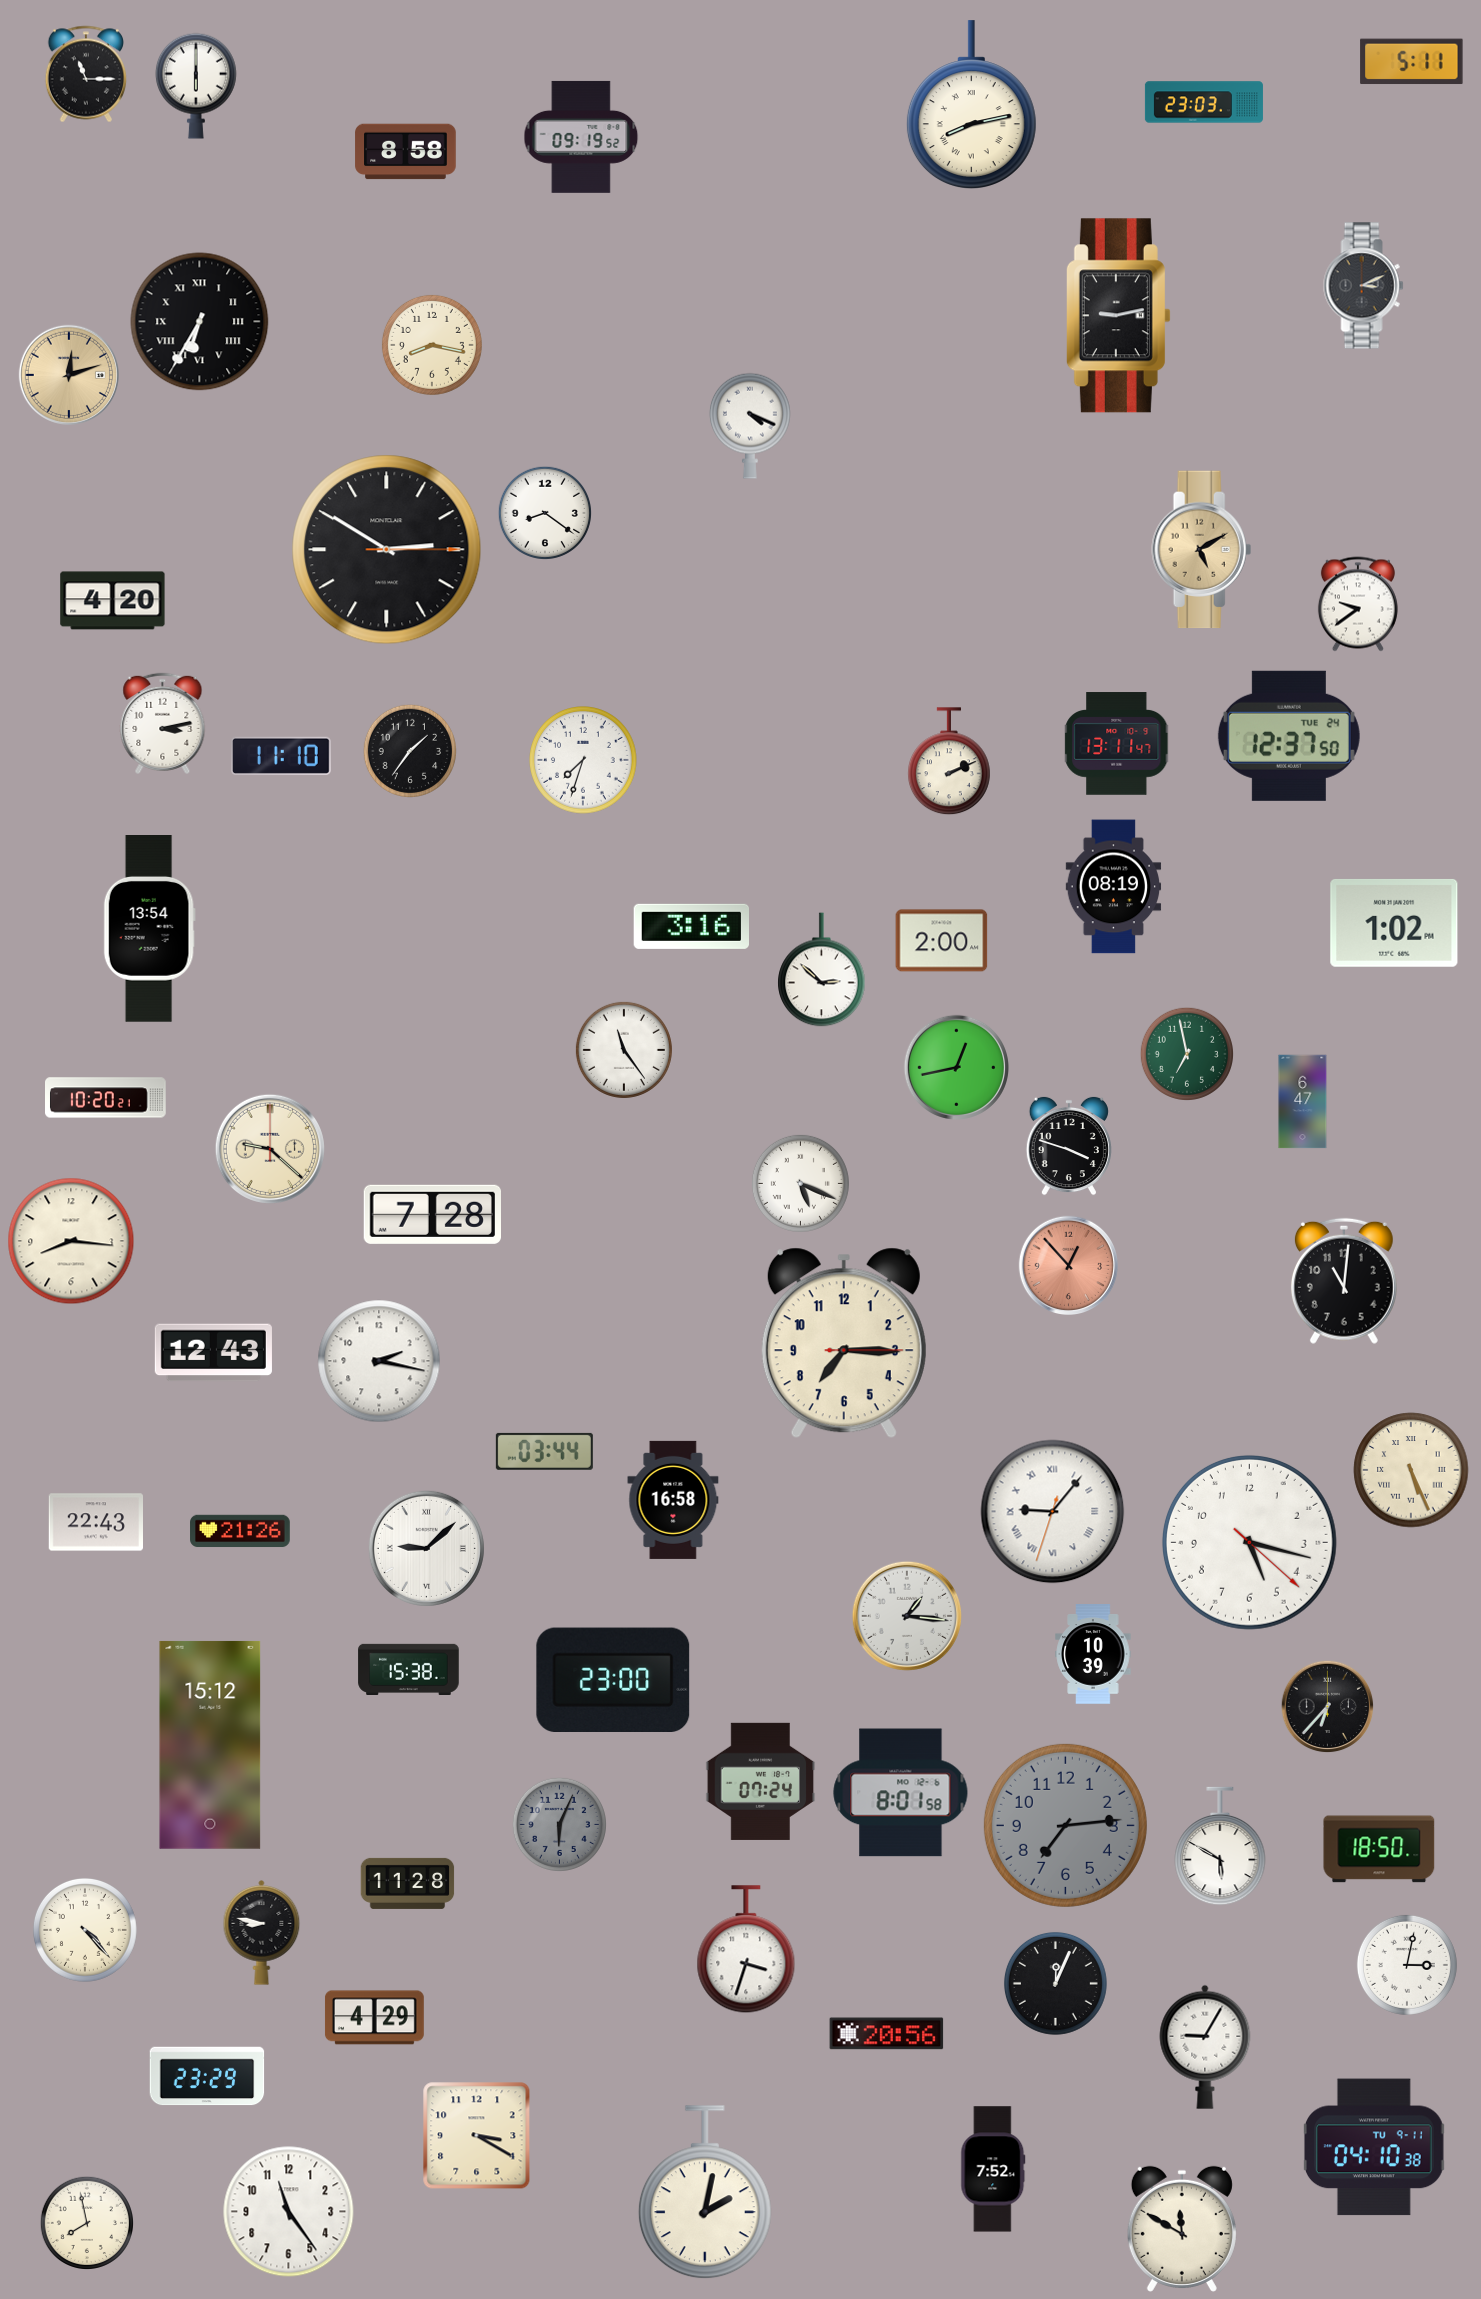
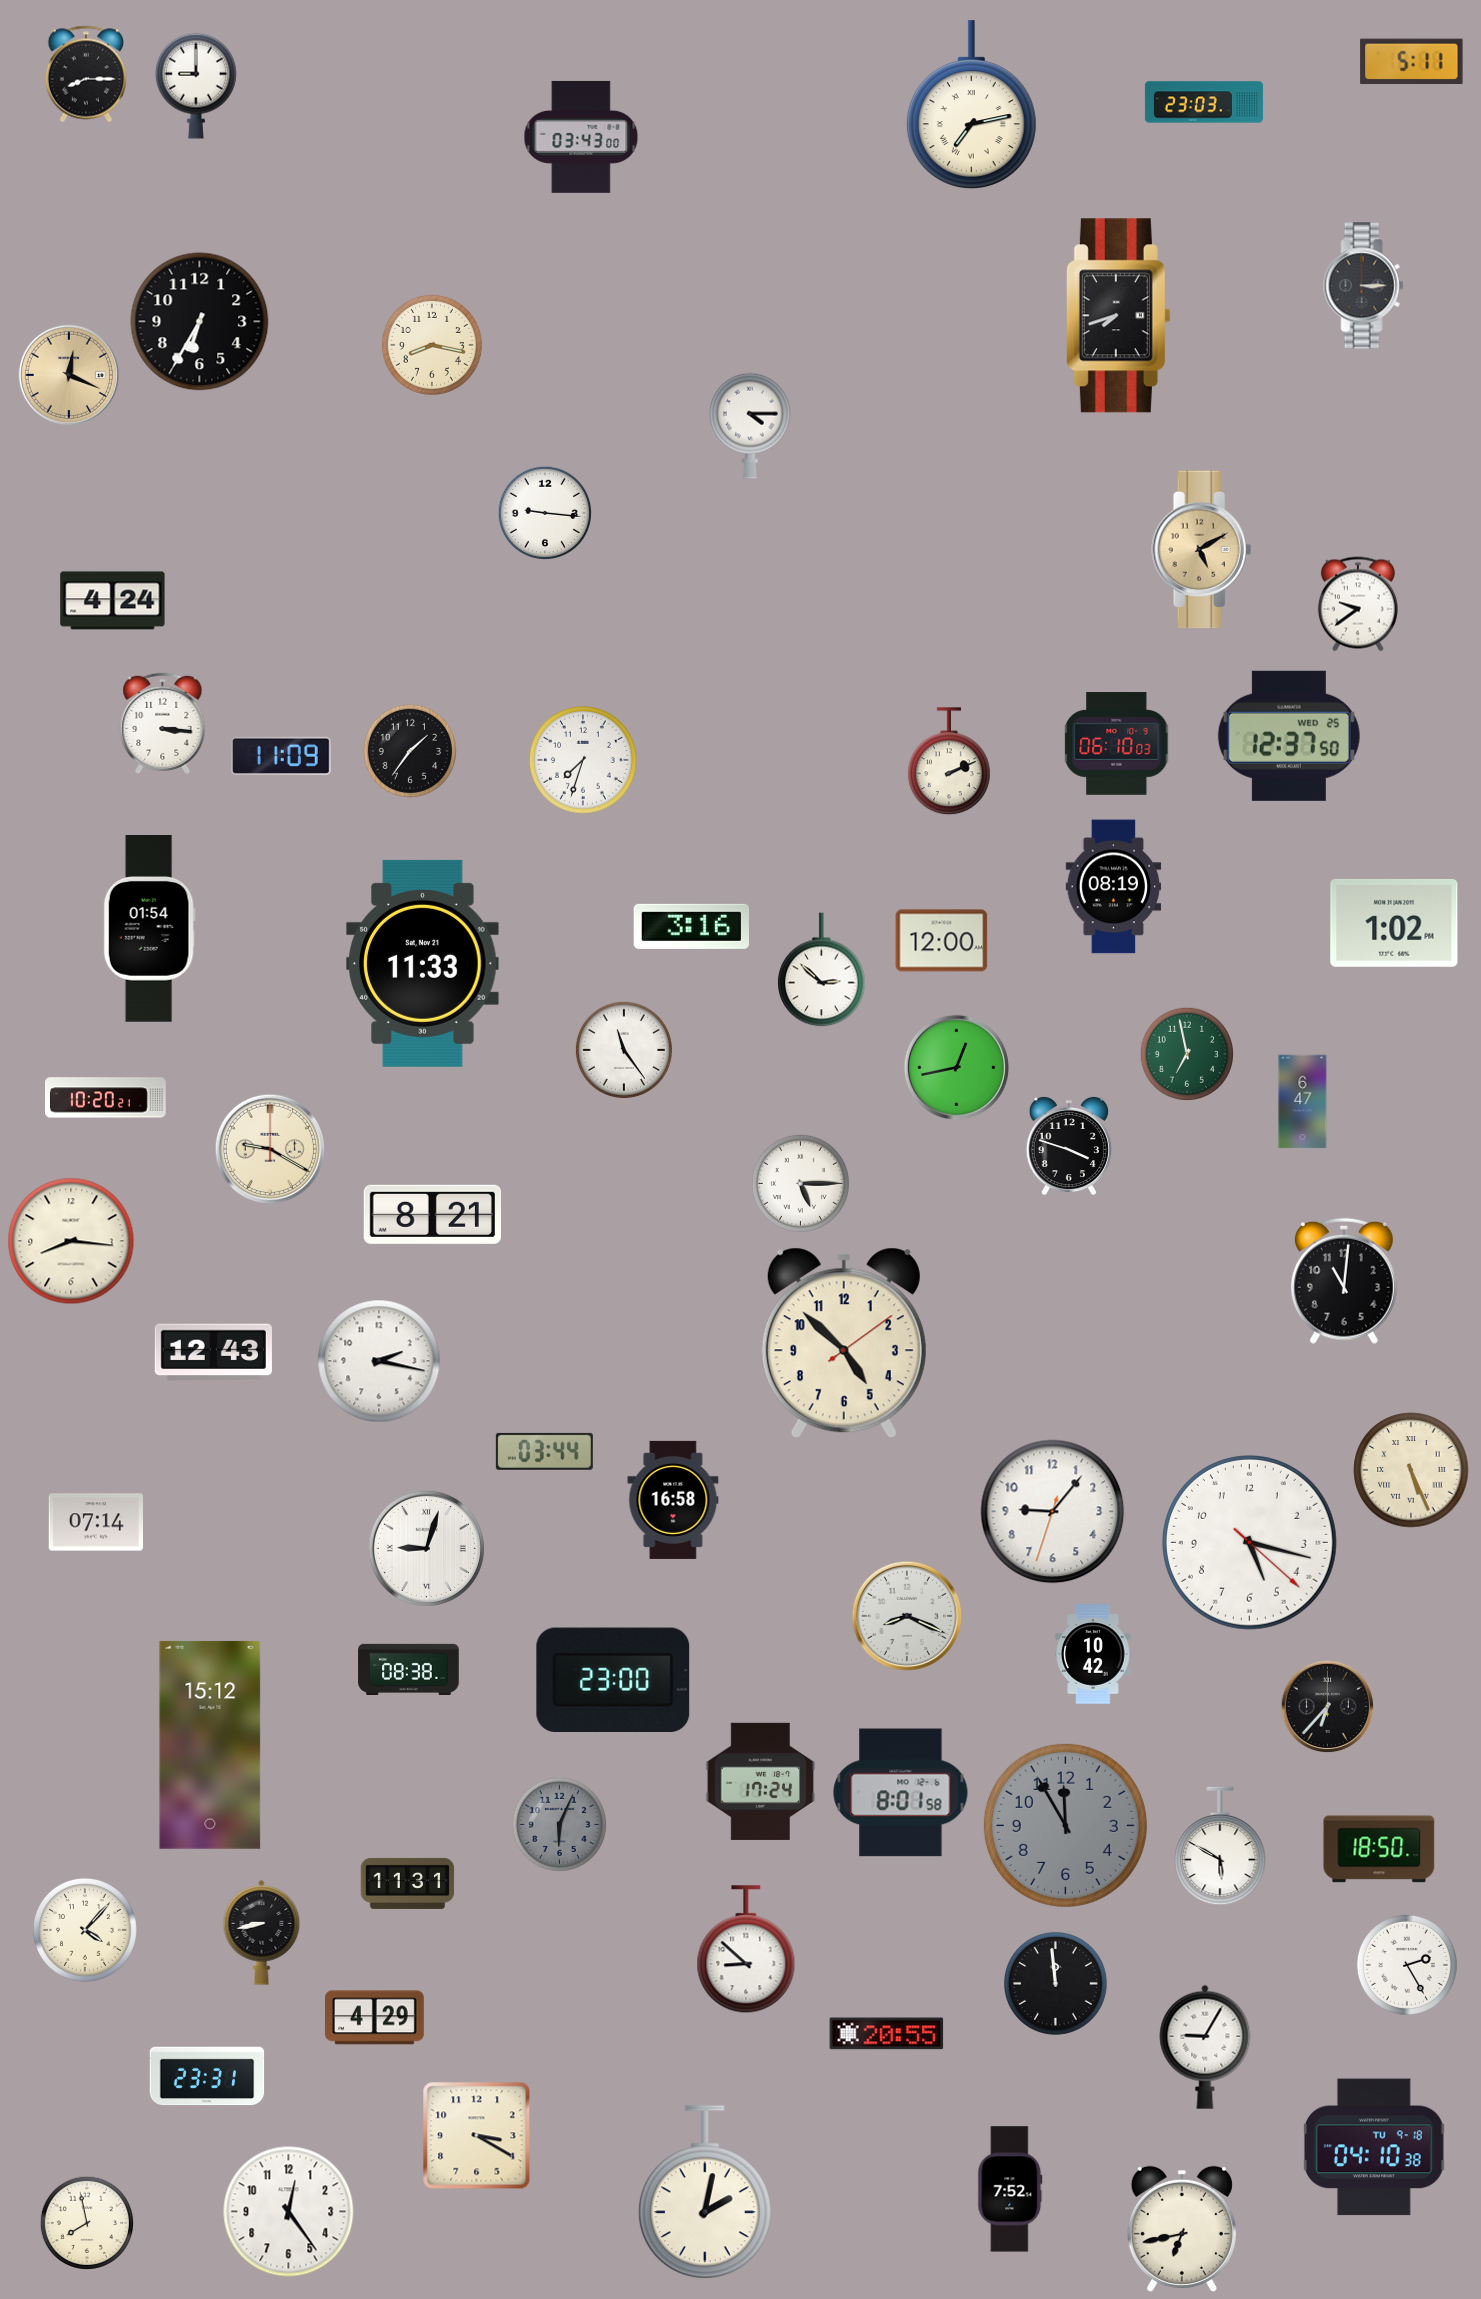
clock at (85, 74): 11:15 -> 8:15
clock at (196, 86): 6:00 -> 9:00
clock at (971, 104): 8:13 -> 7:13
clock at (581, 137): 09:19 -> 03:43
clock at (406, 152): 8:58 -> none
clock at (1364, 286): 3:11 -> 3:15
clock at (1118, 316): 9:13 -> 7:42
clock at (200, 322) numerals: Roman -> Arabic
clock at (68, 374): 12:12 -> 12:19
clock at (750, 426): 4:19 -> 4:15
clock at (544, 512): 8:21 -> 9:16
clock at (387, 550): 2:50 -> none
clock at (113, 601): 4:20 -> 4:24
clock at (163, 723): 3:13 -> 3:16
clock at (1289, 736) date: TUE 24 -> WED 25
clock at (1117, 744): 13:11 -> 06:10
clock at (282, 755): 11:10 -> 11:09
clock at (149, 929): 13:54 -> 01:54
clock at (942, 941): 2:00 -> 12:00
clock at (423, 963): none -> 11:33
clock at (270, 1149): 9:22 -> 9:20
clock at (800, 1183): 5:19 -> 5:15
clock at (432, 1214): 7:28 -> 8:21
clock at (1068, 1265): 12:53 -> none
clock at (844, 1343): 7:15 -> 4:52
clock at (1053, 1512) numerals: Roman -> Arabic
clock at (95, 1522): 22:43 -> 07:14
clock at (240, 1531): 21:26 -> none
clock at (426, 1548): 9:08 -> 9:03
clock at (907, 1616): 1:16 -> 8:19
clock at (1093, 1654): 10:39 -> 10:42
clock at (409, 1669): 15:38 -> 08:38
clock at (761, 1781): 07:24 -> 17:24
clock at (1065, 1825): 7:14 -> 11:55
clock at (408, 1883): 11:28 -> 11:31
clock at (85, 1930): 4:23 -> 4:07
clock at (262, 1933): 8:47 -> 8:43
clock at (746, 1950): 3:33 -> 8:52
clock at (1407, 1965): 3:02 -> 2:25
clock at (1055, 1983): 12:04 -> 11:59
clock at (887, 2034): 20:56 -> 20:55
clock at (207, 2076): 23:29 -> 23:31
clock at (1375, 2147) date: TU 9-11 -> TU 9-18
clock at (993, 2169) position: (993, 2169) -> (1010, 2189)
clock at (289, 2212): 11:24 -> 12:24
clock at (1182, 2229): 11:50 -> 6:43
